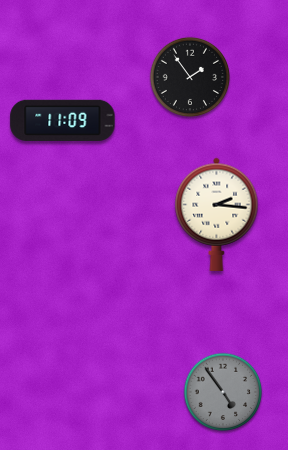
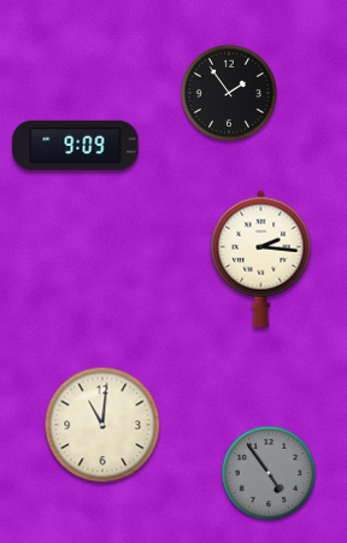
clock at (63, 120): 11:09 -> 9:09
clock at (102, 425): none -> 11:01
